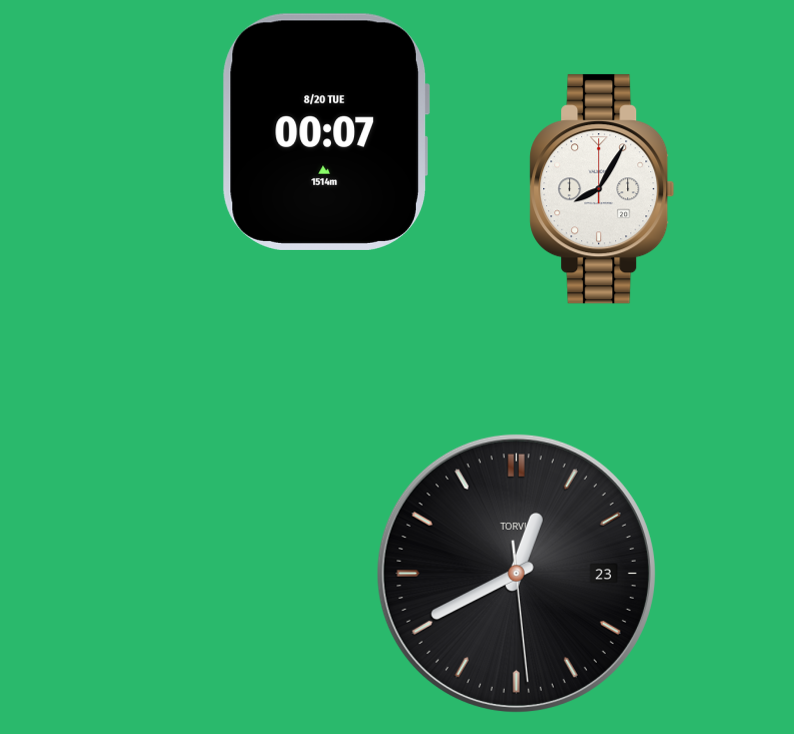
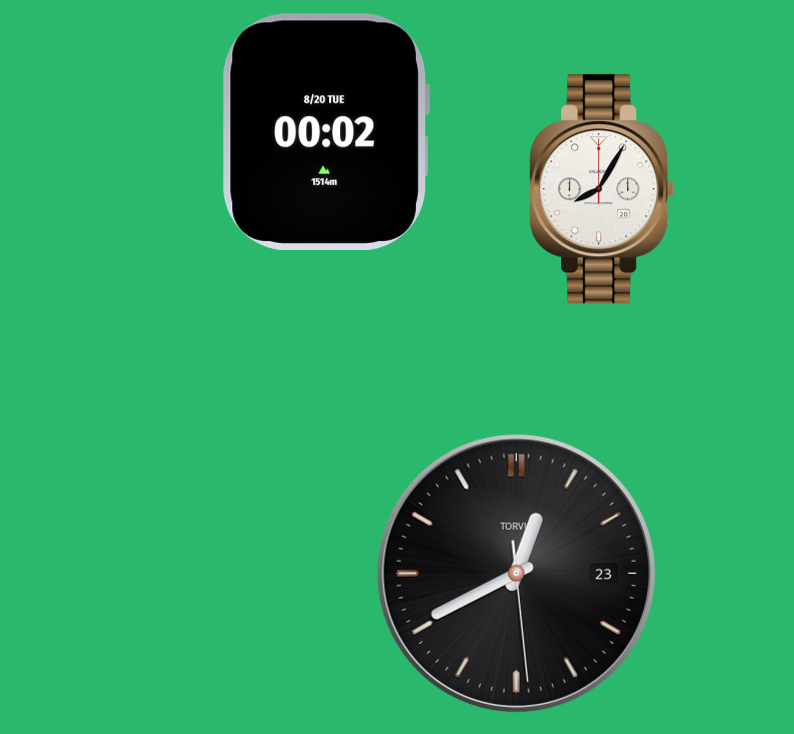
clock at (326, 132): 00:07 -> 00:02
